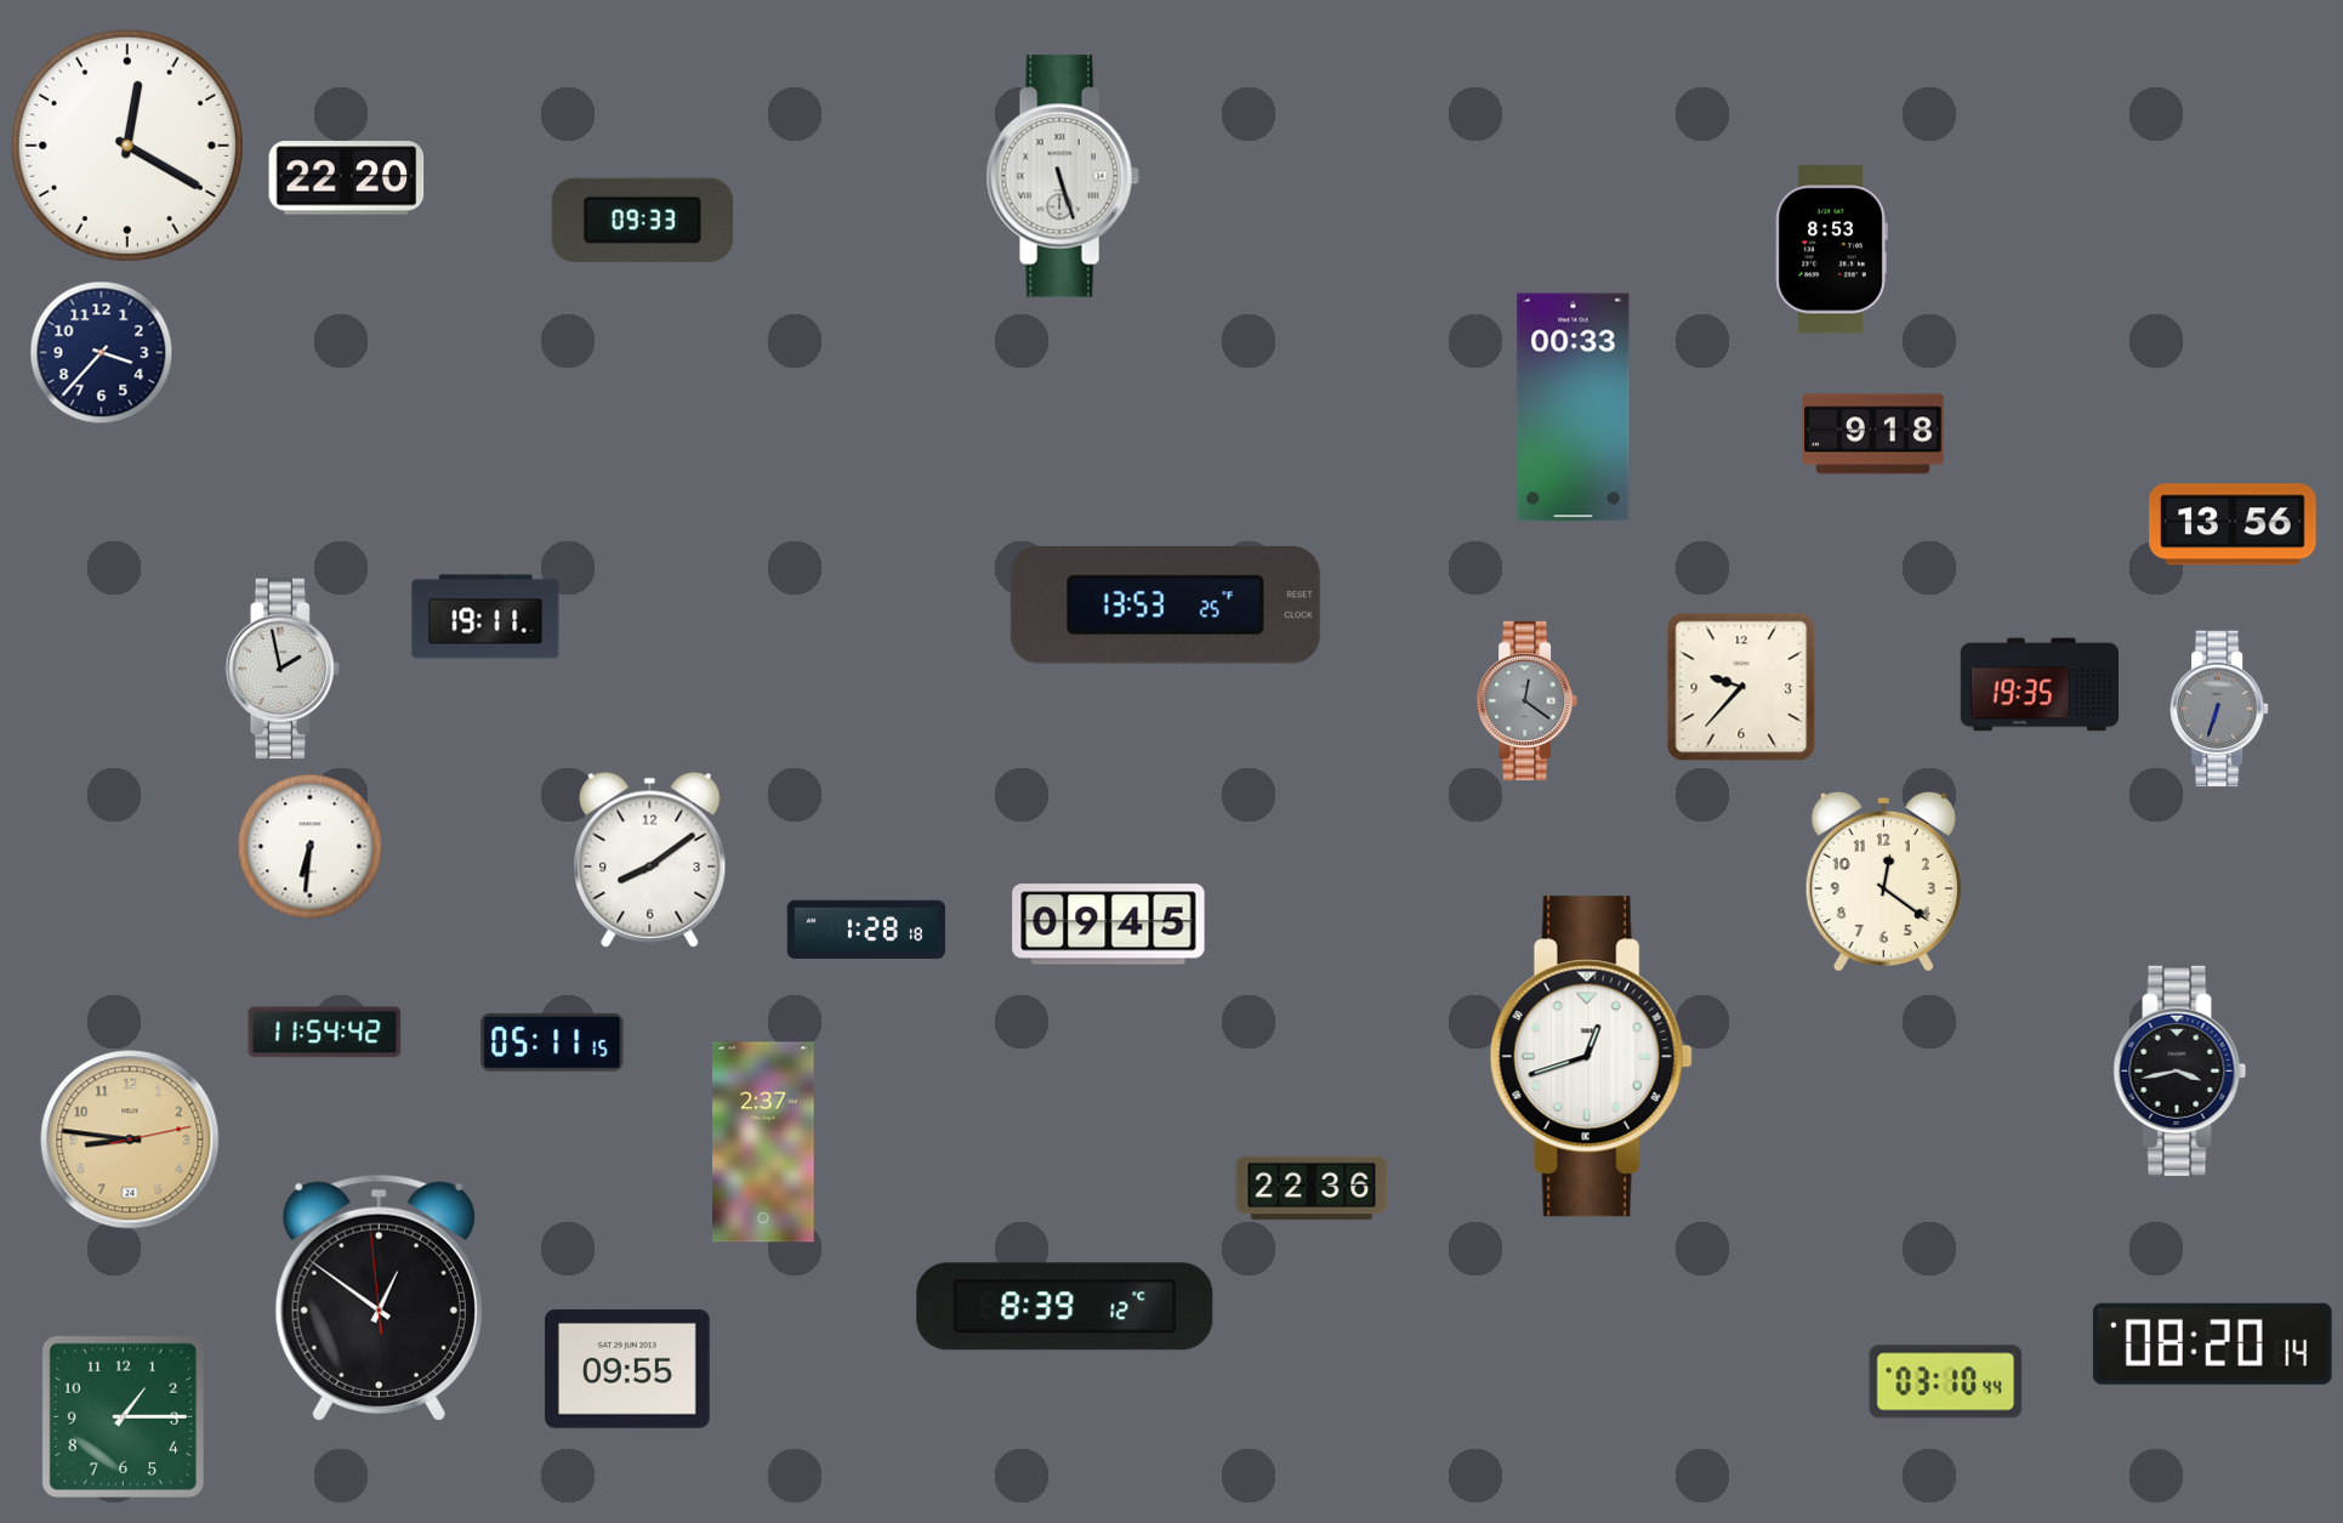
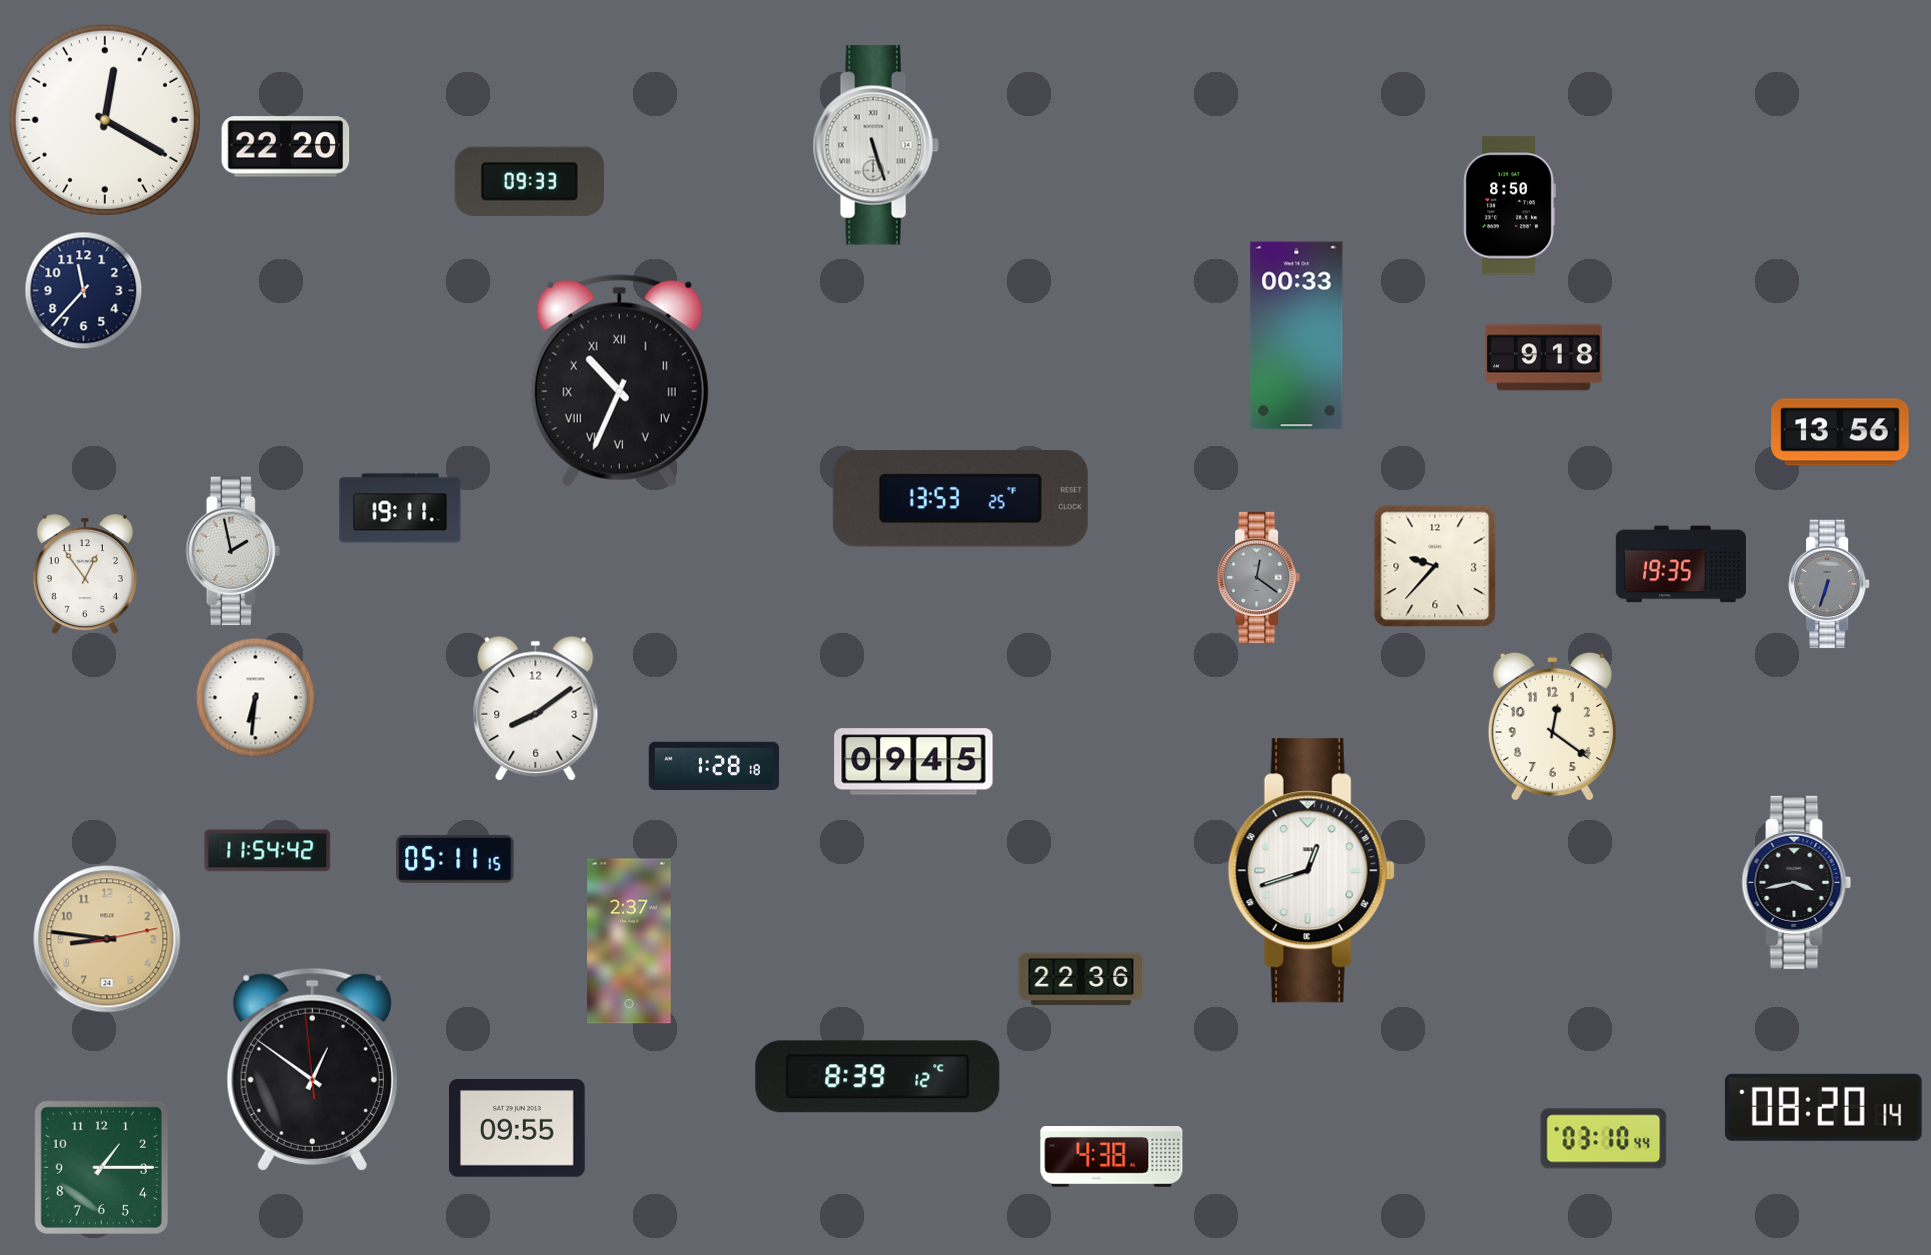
clock at (1831, 250): 8:53 -> 8:50
clock at (102, 353): 3:37 -> 11:37
clock at (619, 381): none -> 10:34
clock at (85, 575): none -> 12:54
clock at (1112, 1157): none -> 4:38
